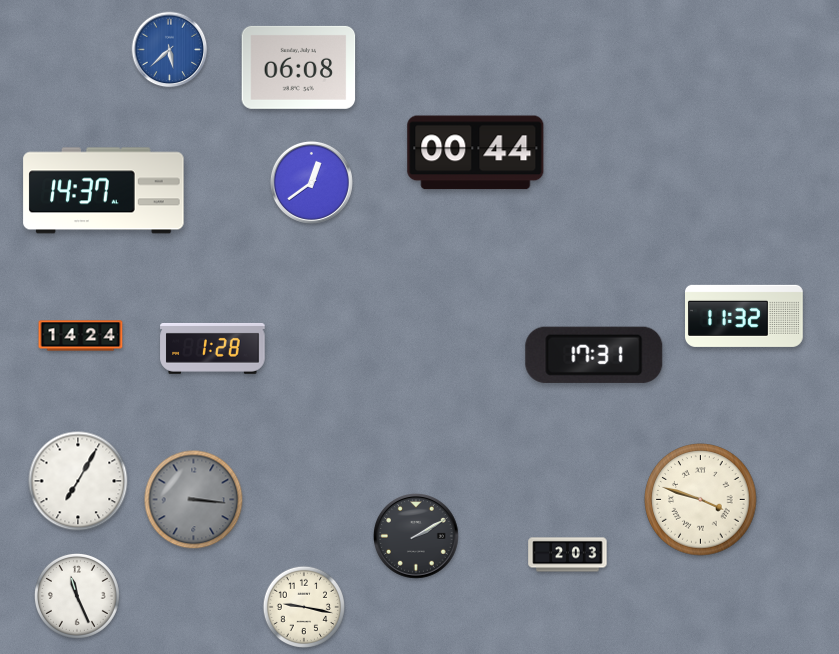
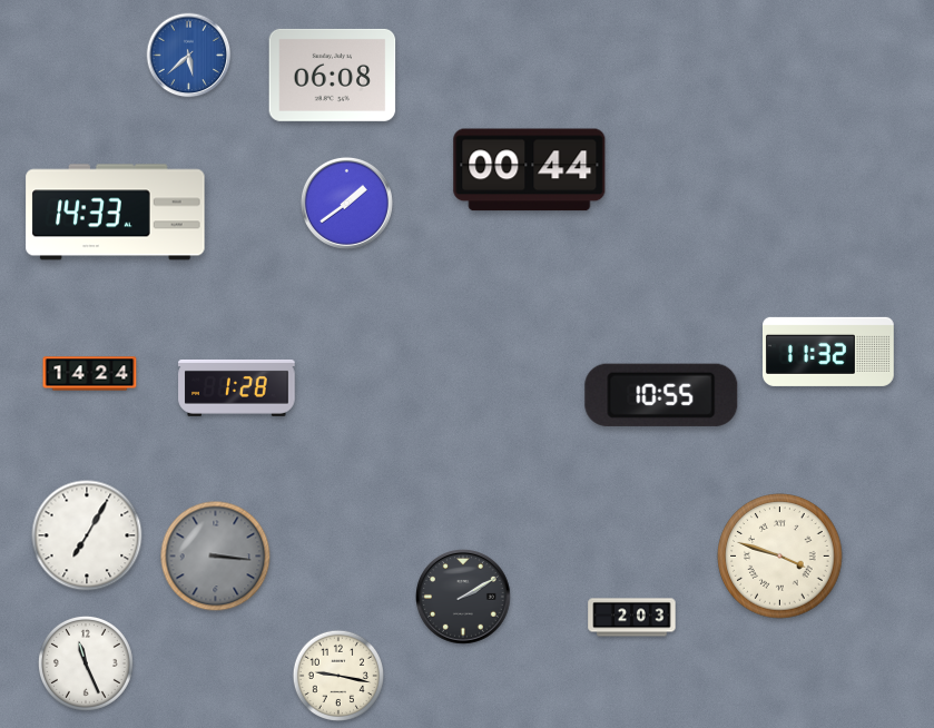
clock at (311, 182): 12:39 -> 1:39
clock at (104, 191): 14:37 -> 14:33
clock at (594, 355): 17:31 -> 10:55
